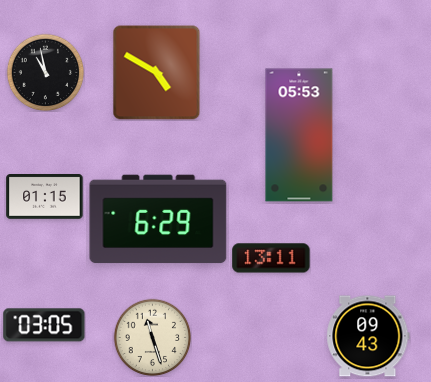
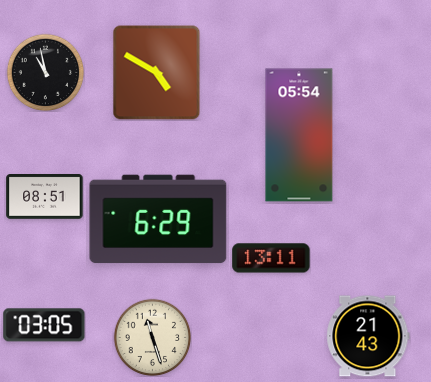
clock at (299, 135): 05:53 -> 05:54
clock at (45, 197): 01:15 -> 08:51
clock at (368, 336): 09:43 -> 21:43
